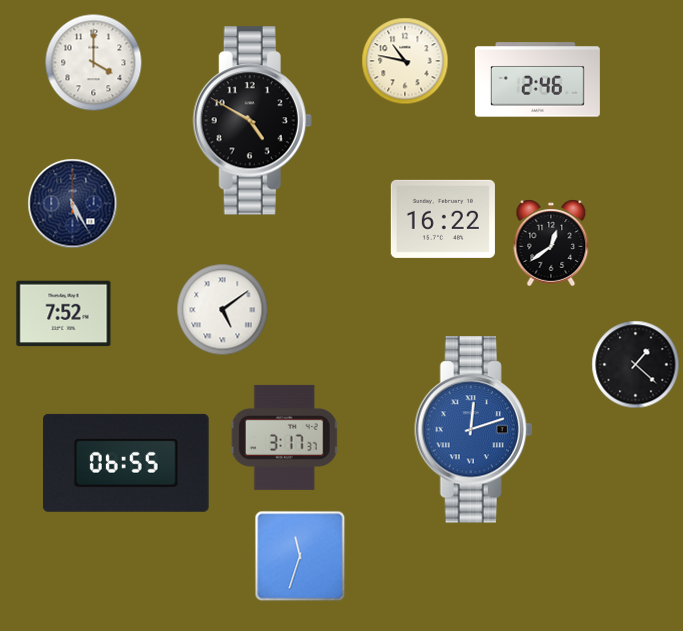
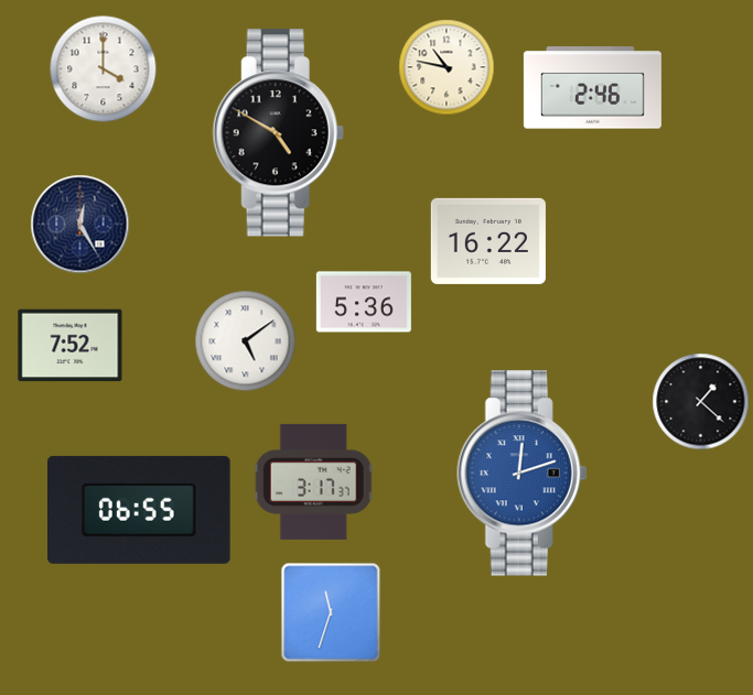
clock at (73, 204): 5:25 -> 12:25
clock at (551, 243): 12:39 -> none
clock at (364, 302): none -> 5:36
